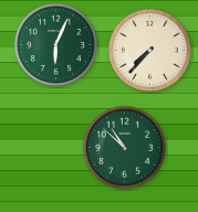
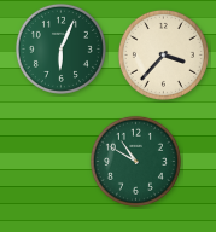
clock at (149, 50): 7:37 -> 3:37
clock at (124, 147): 10:52 -> 10:50
